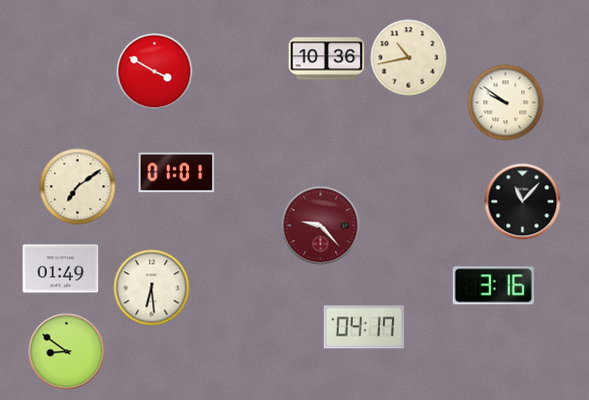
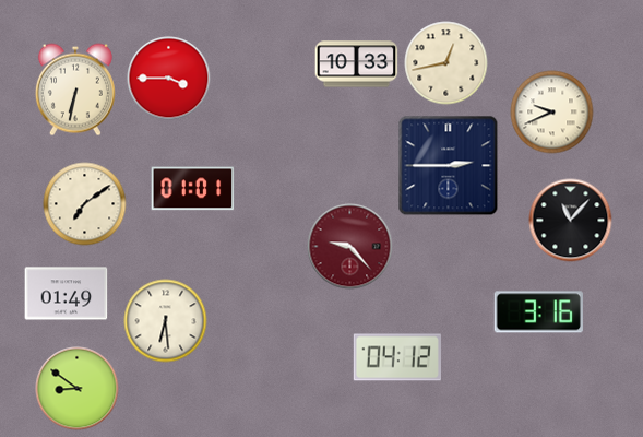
clock at (409, 58): 10:43 -> 12:43
clock at (327, 59): 10:36 -> 10:33
clock at (155, 72): 3:50 -> 3:45
clock at (75, 90): none -> 6:32
clock at (506, 103): 9:51 -> 9:41
clock at (449, 166): none -> 2:45
clock at (152, 288) position: (152, 288) -> (166, 321)
clock at (363, 327): 04:17 -> 04:12
clock at (67, 352) position: (67, 352) -> (78, 389)
